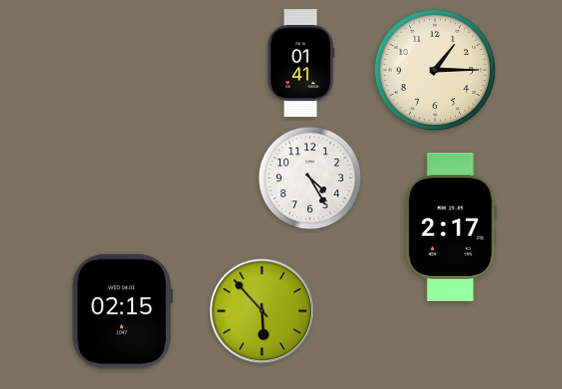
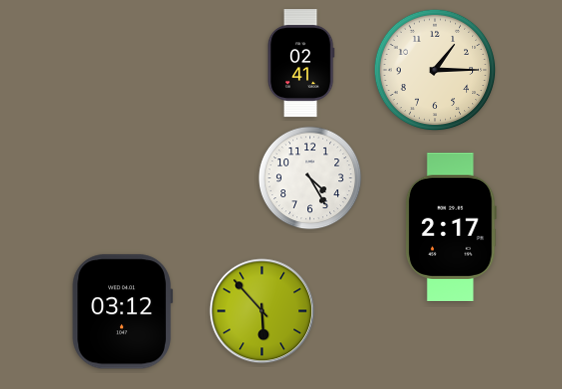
clock at (301, 63): 01:41 -> 02:41
clock at (122, 312): 02:15 -> 03:12
